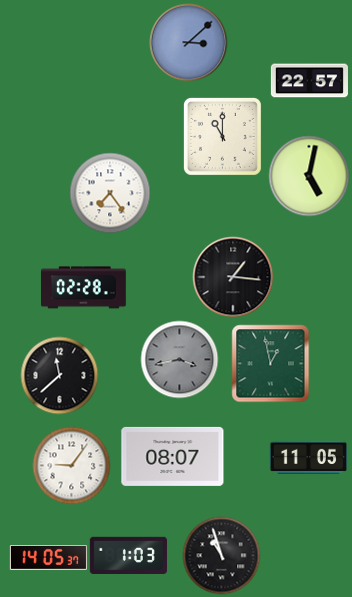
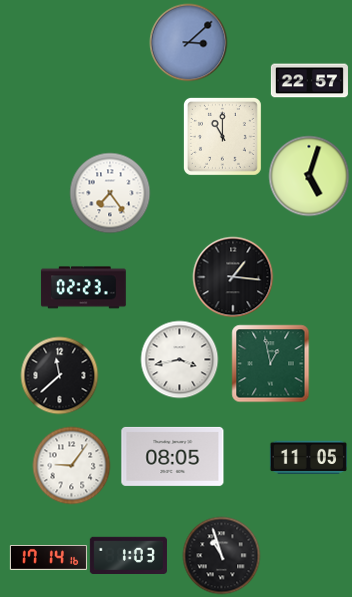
clock at (309, 176): 5:02 -> 5:03
clock at (84, 288): 02:28 -> 02:23
clock at (179, 359) dial: grey -> white
clock at (173, 456): 08:07 -> 08:05
clock at (48, 558): 14:05 -> 17:14
